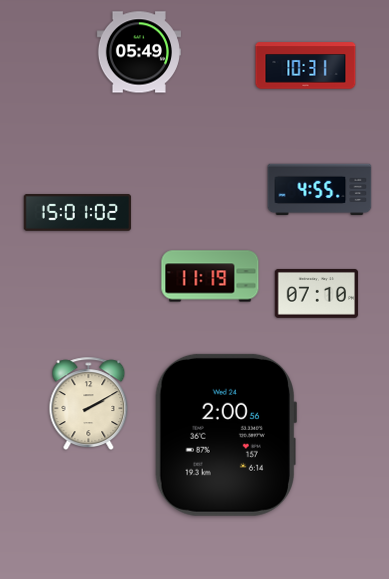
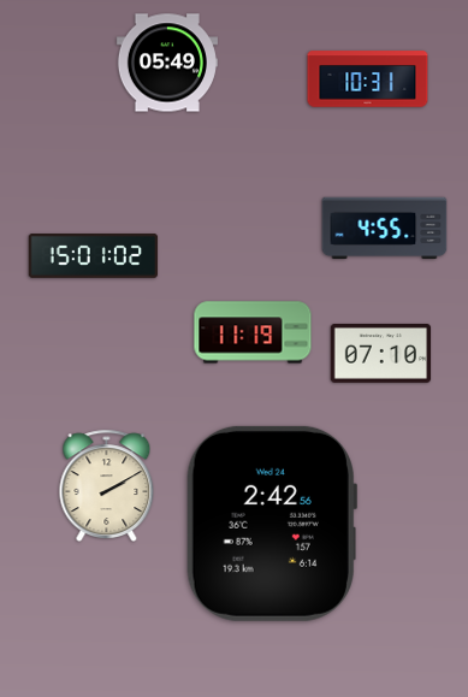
clock at (225, 435): 2:00 -> 2:42
